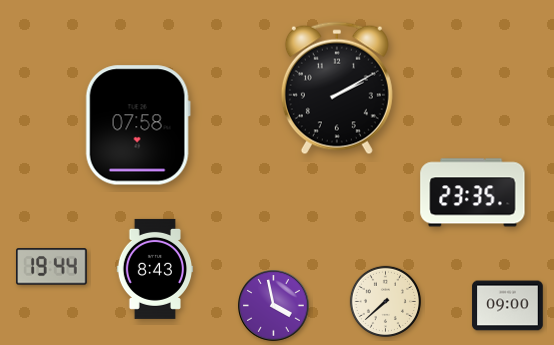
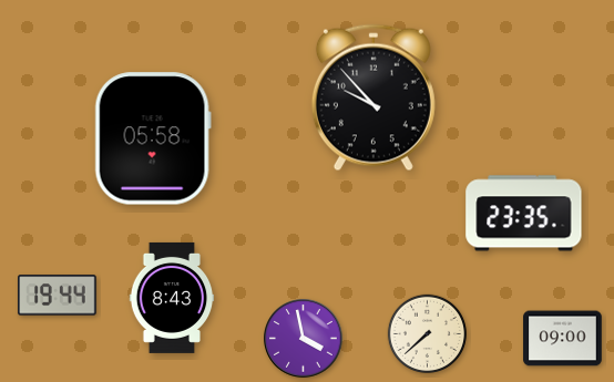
clock at (337, 88): 2:10 -> 9:53
clock at (138, 125): 07:58 -> 05:58
